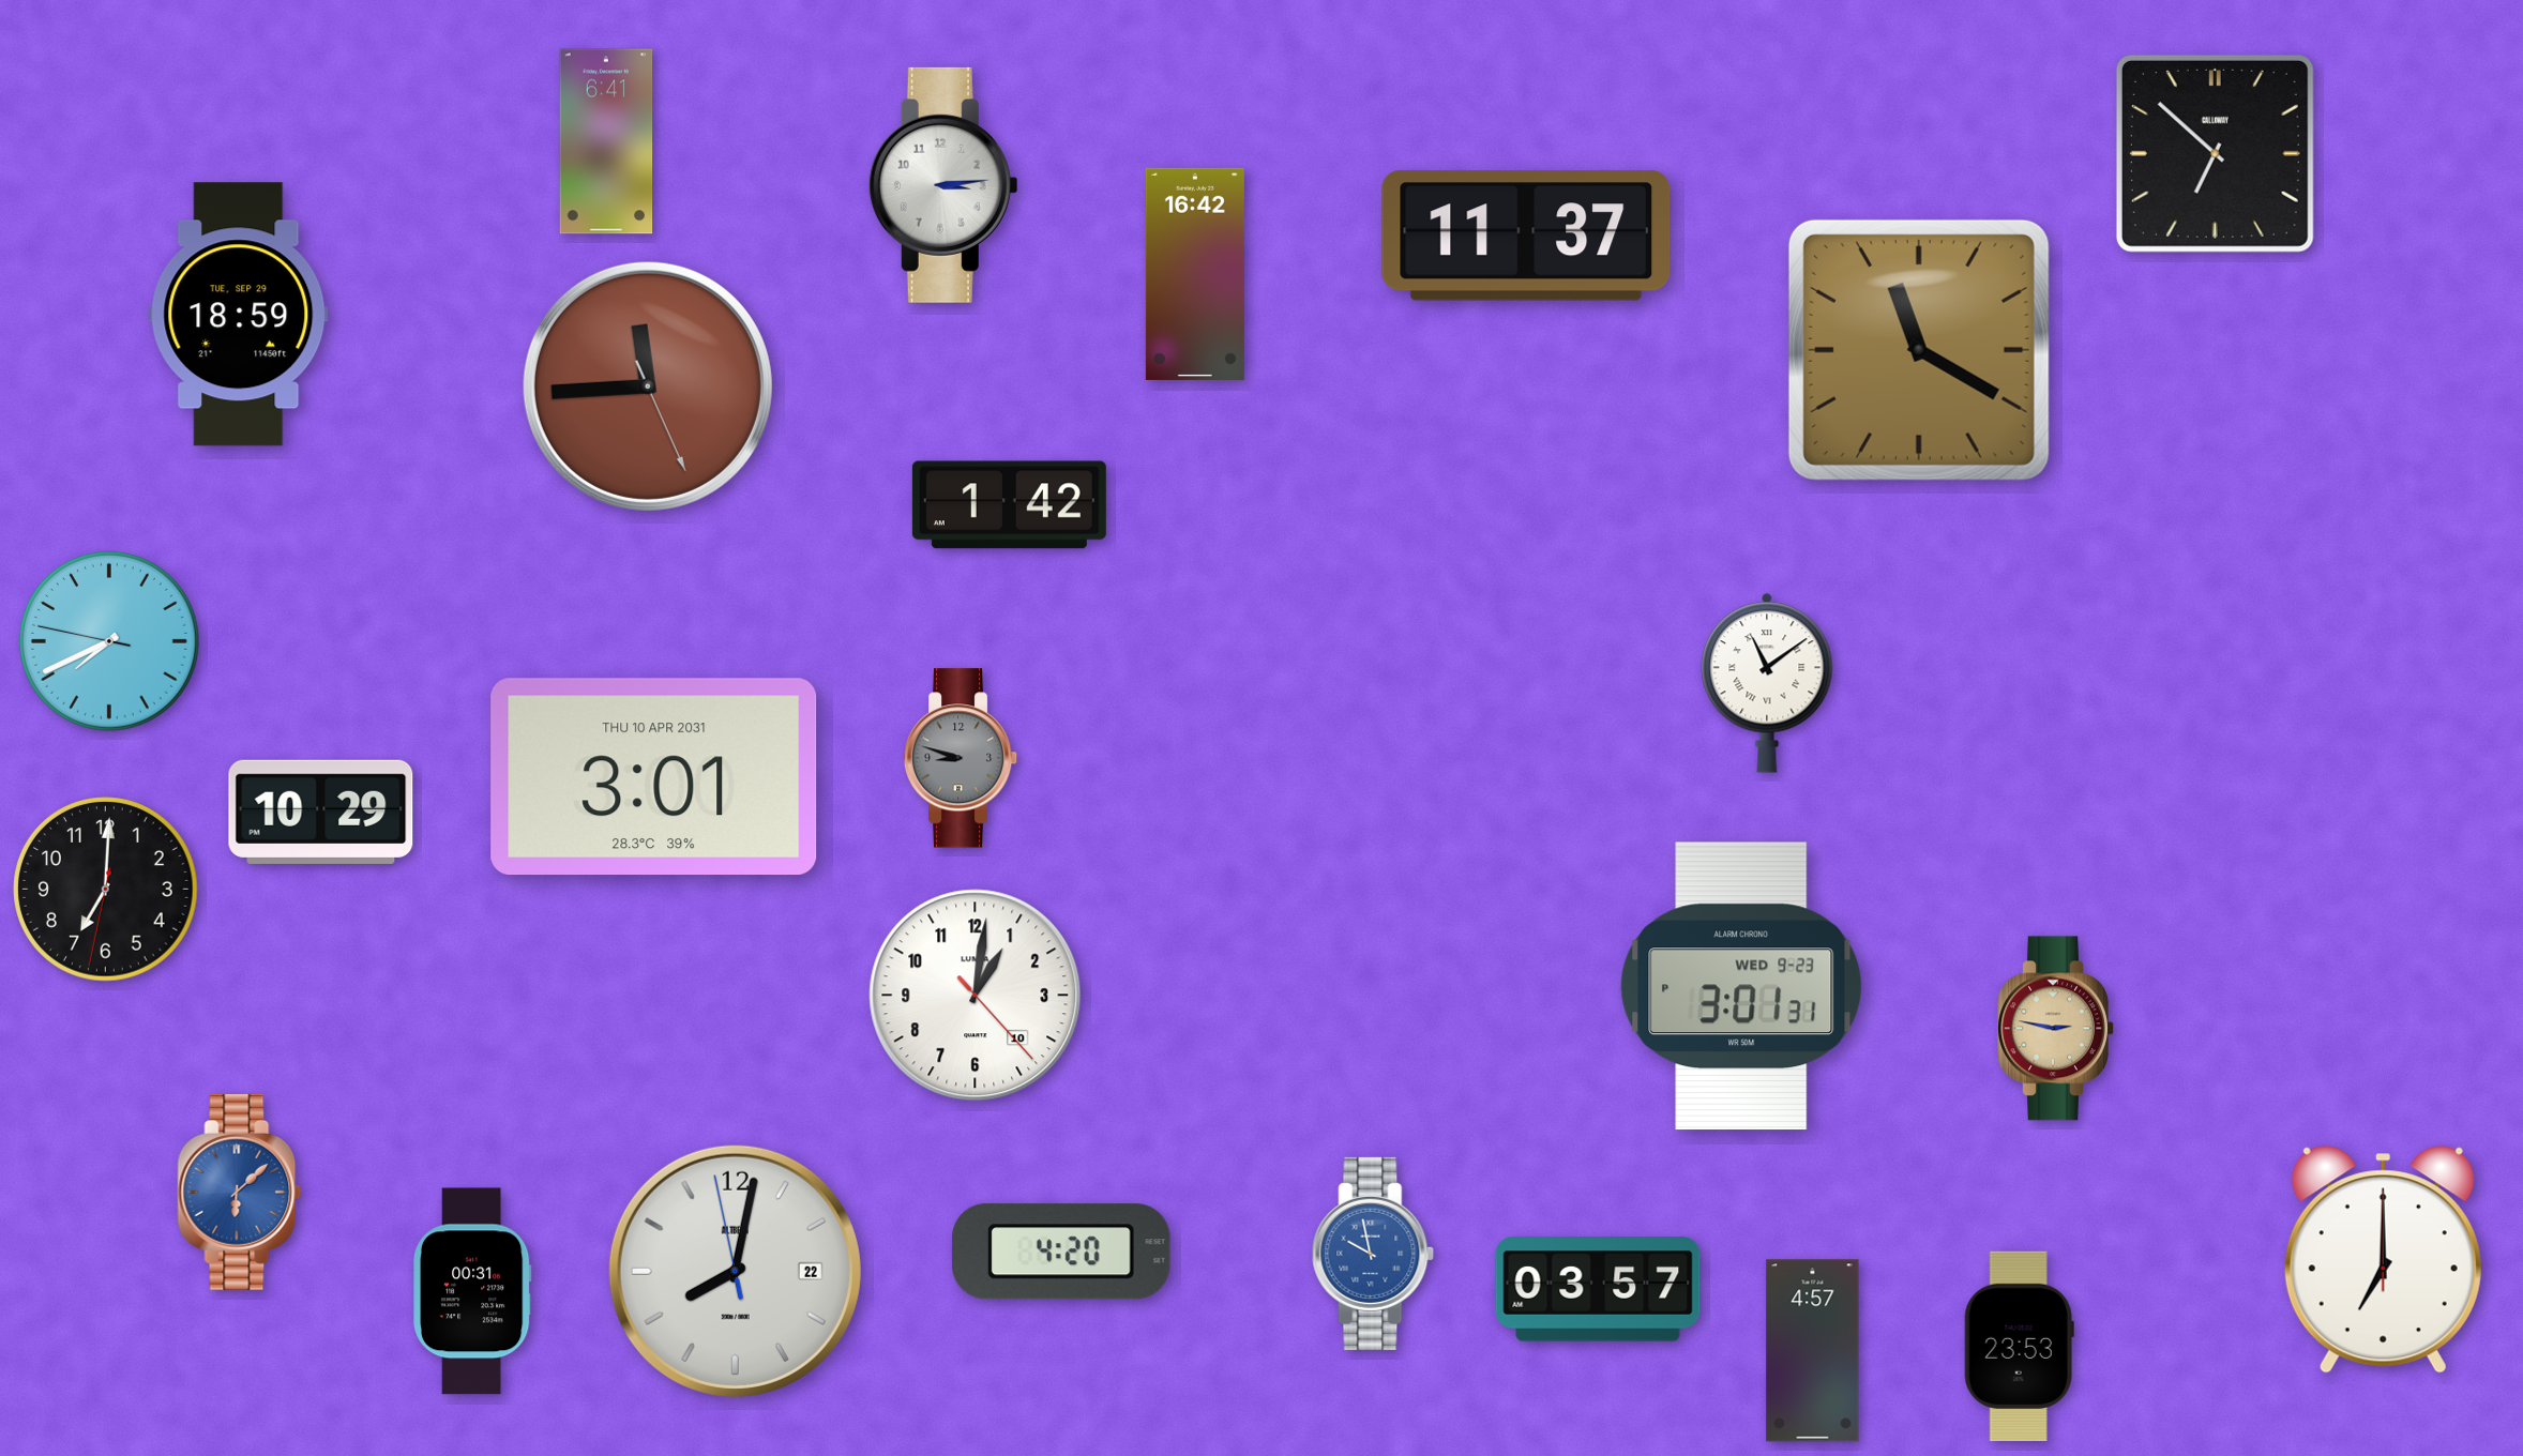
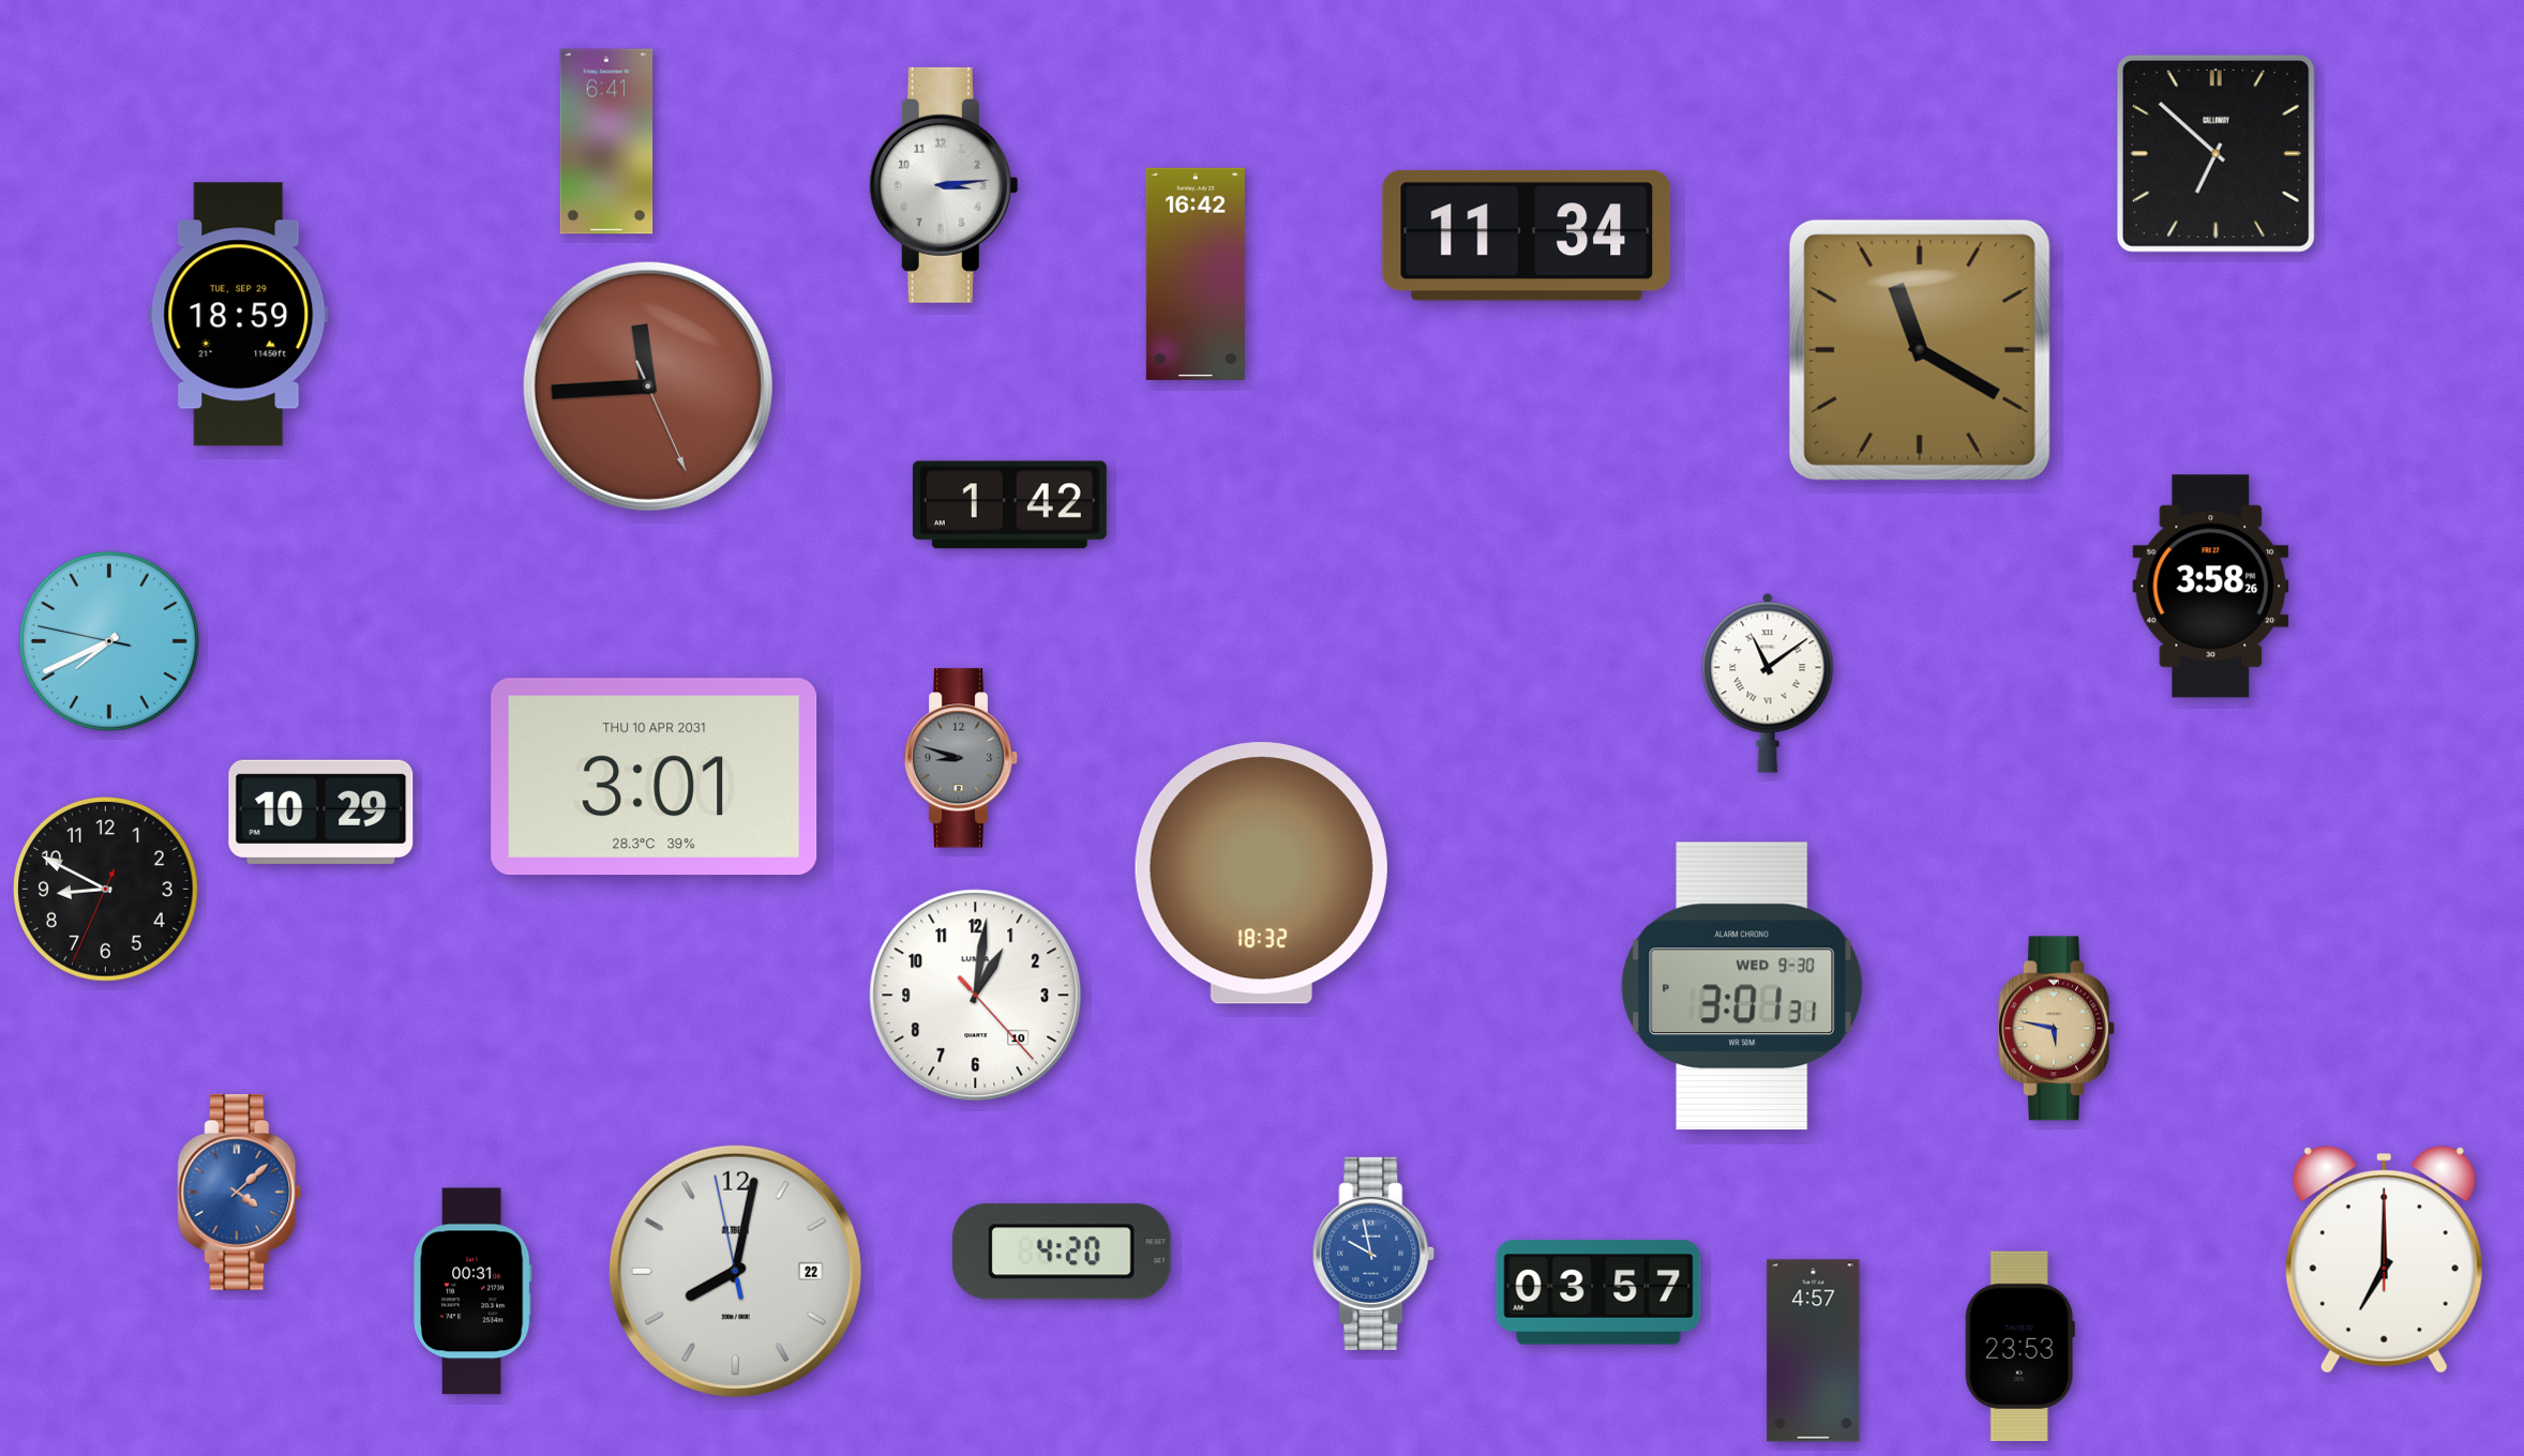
clock at (1526, 236): 11:37 -> 11:34
clock at (2211, 587): none -> 3:58
clock at (1261, 874): none -> 18:32
clock at (106, 890): 7:00 -> 8:49
clock at (1741, 986) date: WED 9-23 -> WED 9-30
clock at (2056, 1029): 2:47 -> 5:47
clock at (240, 1192): 6:08 -> 4:08
clock at (1598, 1289) position: (1598, 1289) -> (1598, 1292)
